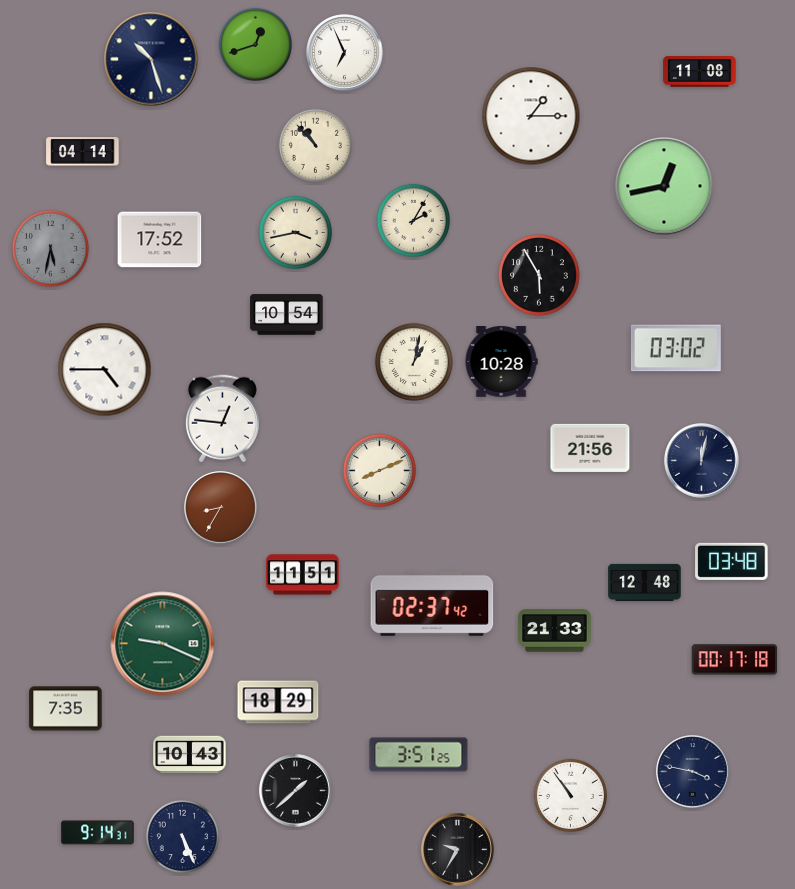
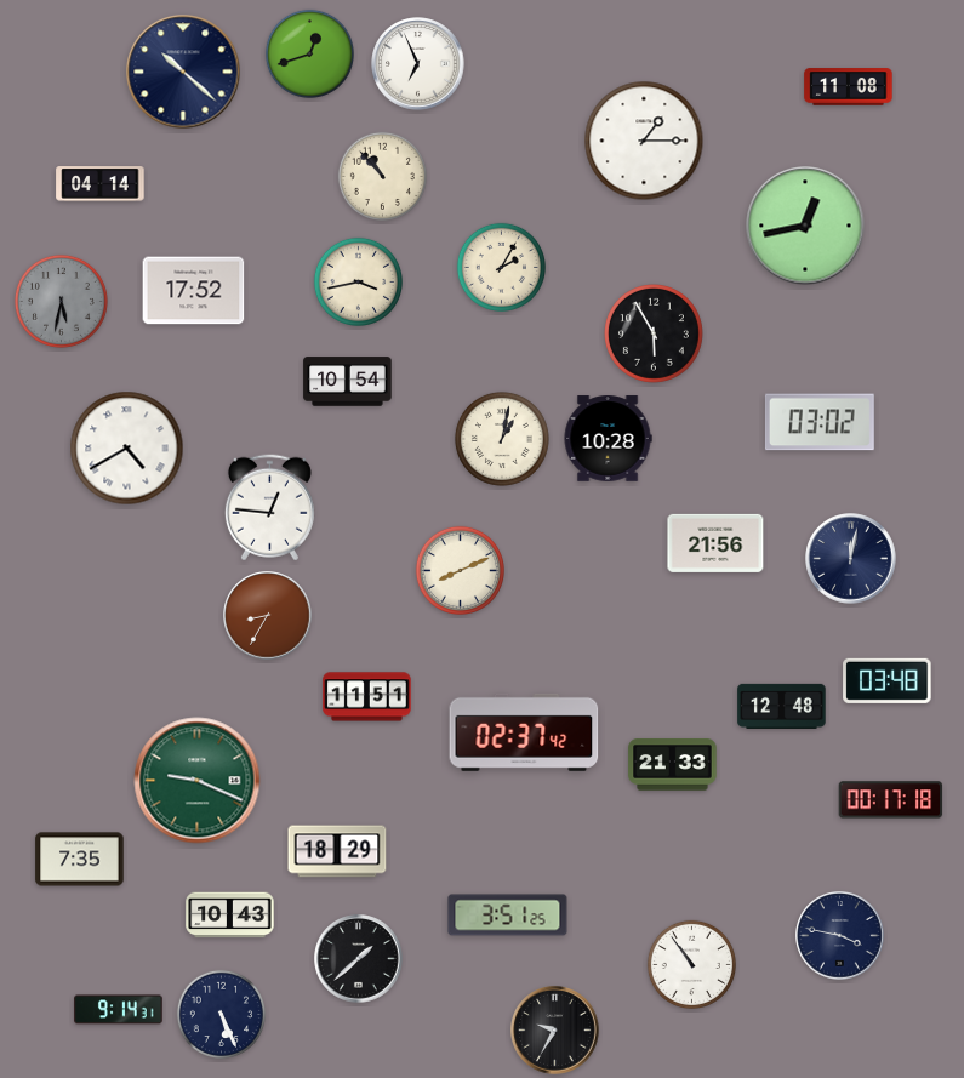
clock at (151, 59): 10:27 -> 10:22
clock at (105, 370): 4:45 -> 4:40
